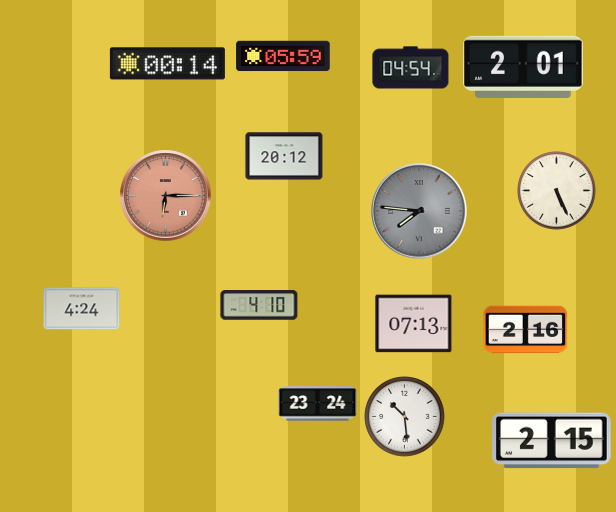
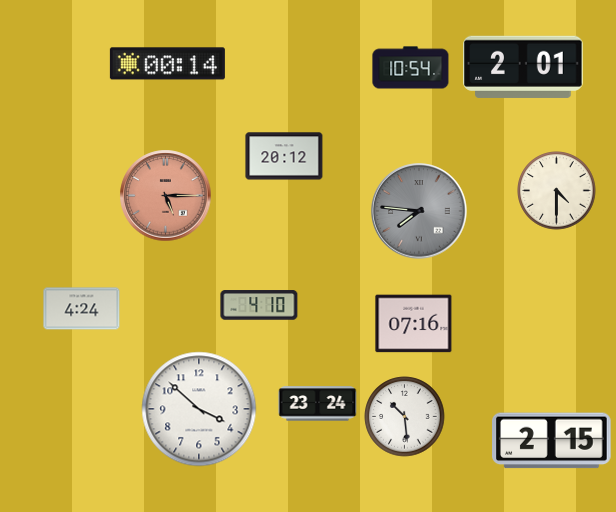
clock at (283, 56): 05:59 -> none
clock at (411, 68): 04:54 -> 10:54
clock at (557, 191): 5:26 -> 4:30
clock at (166, 196): 6:15 -> 5:15
clock at (414, 324): 07:13 -> 07:16
clock at (526, 330): 2:16 -> none
clock at (199, 409): none -> 3:52
